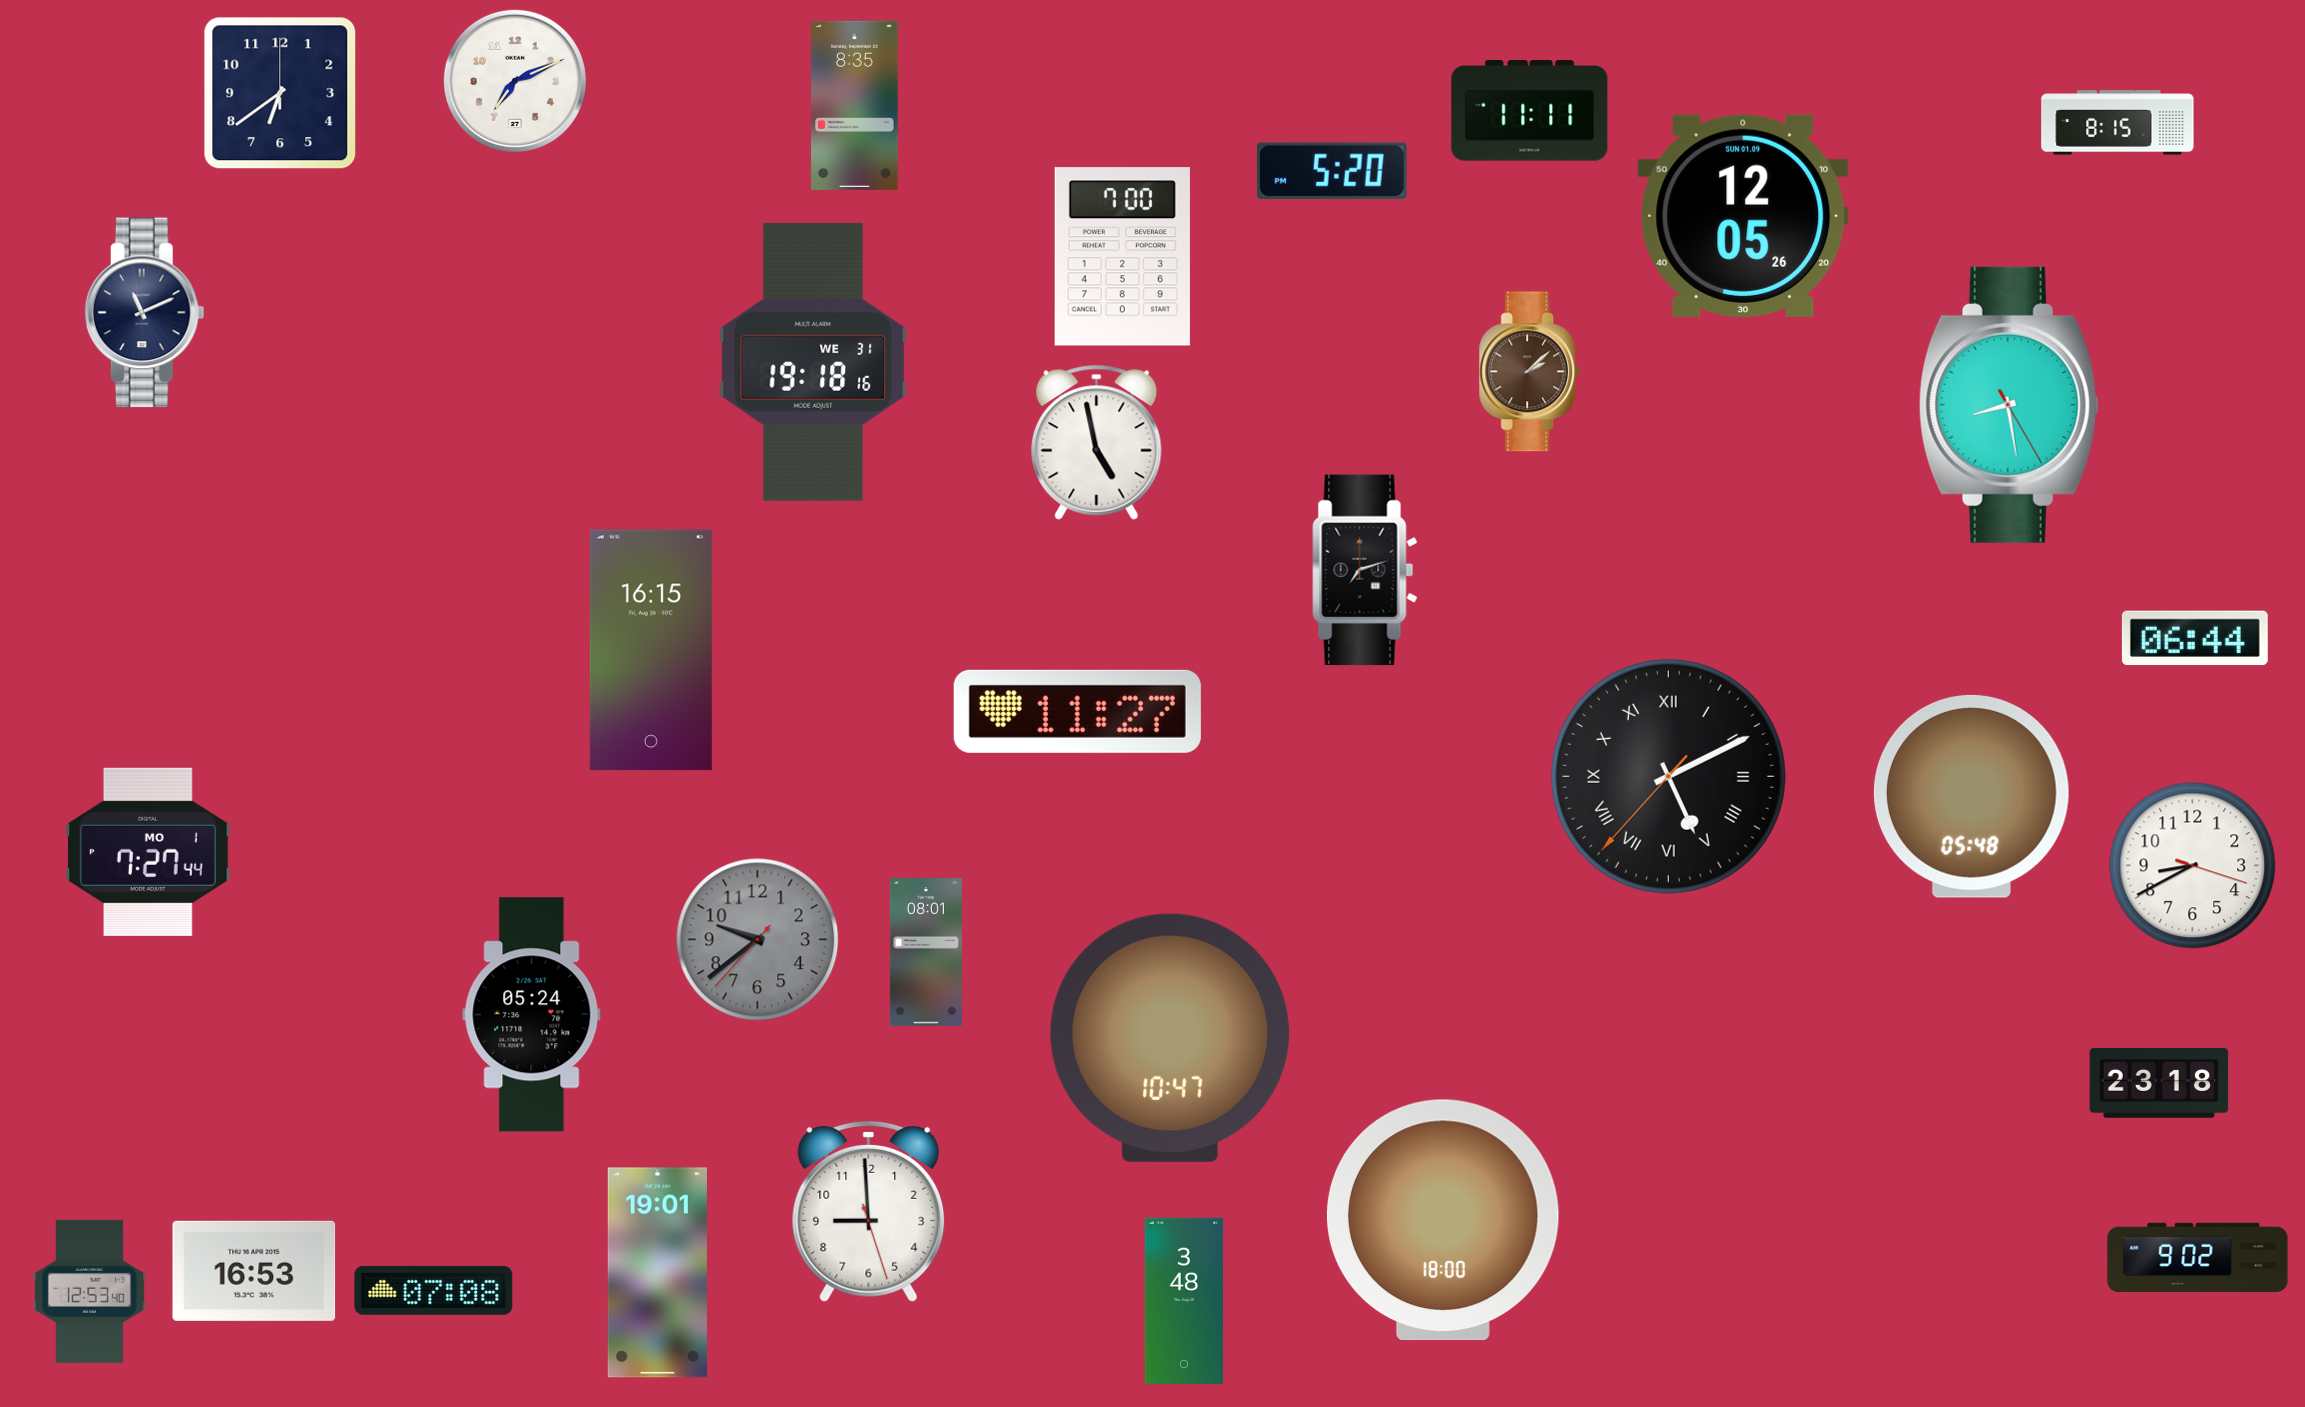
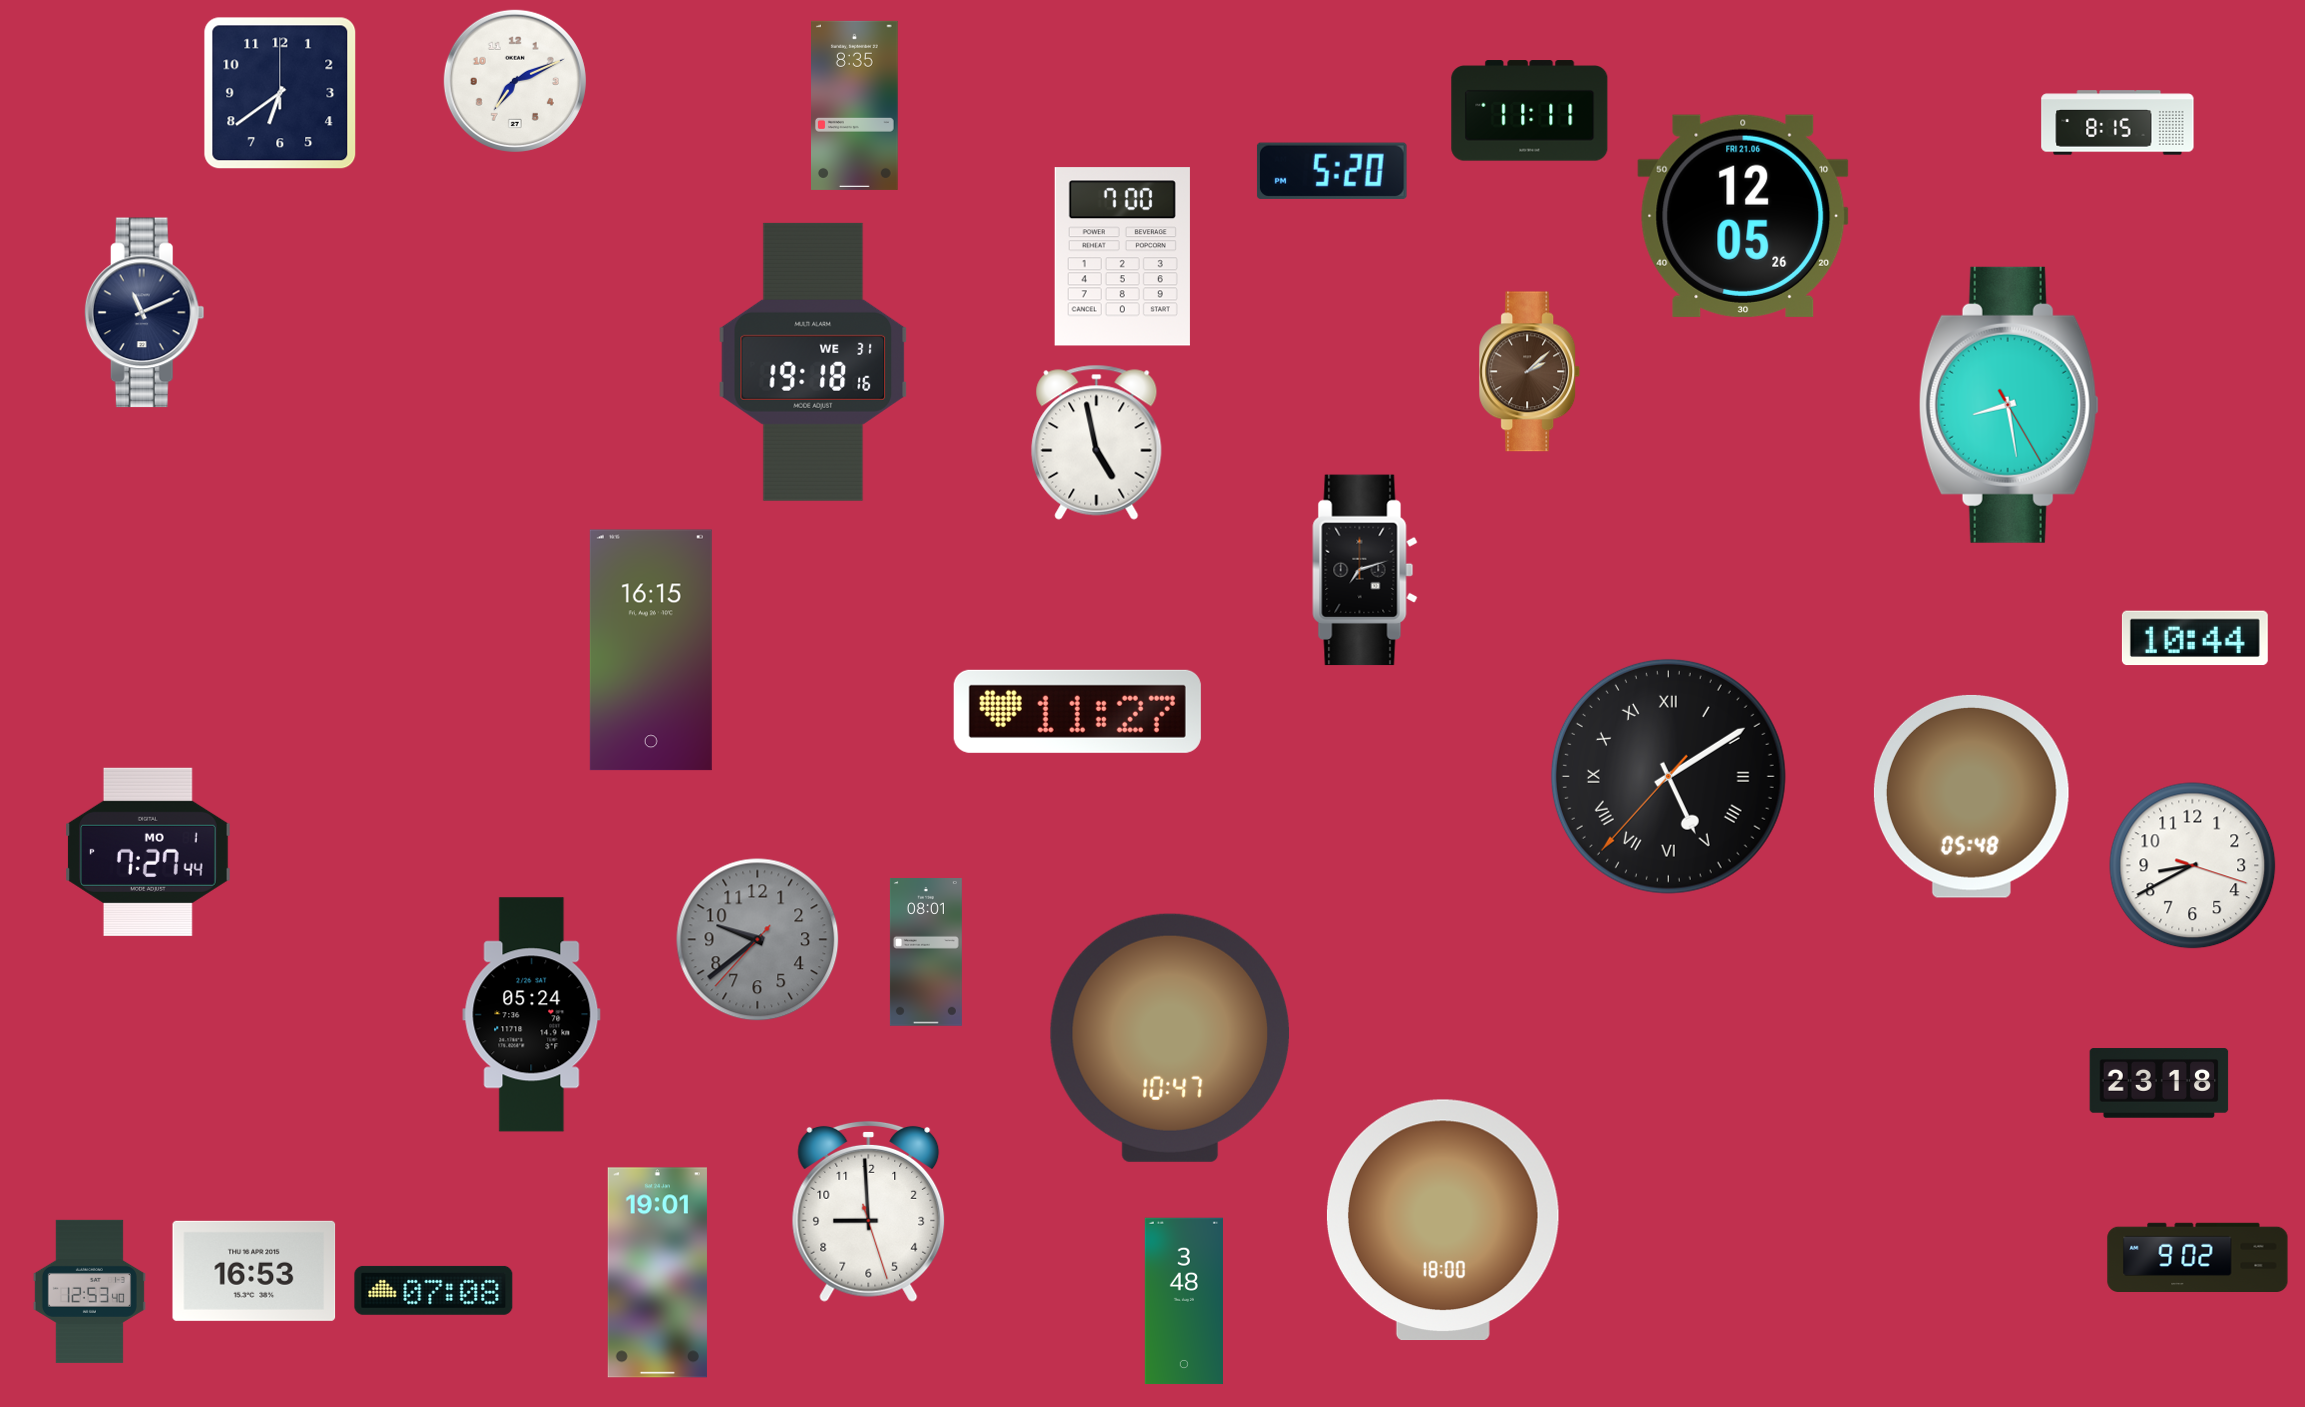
clock at (1743, 216) date: SUN 01.09 -> FRI 21.06
clock at (2195, 638): 06:44 -> 10:44
clock at (1668, 776): 5:10 -> 5:09
